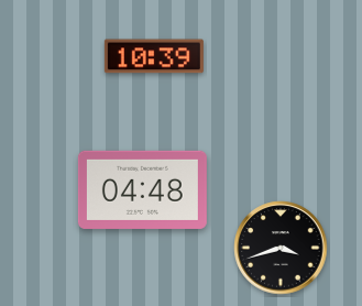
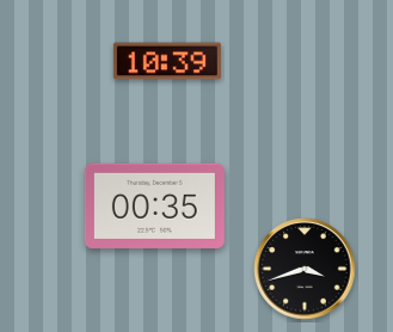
clock at (142, 189): 04:48 -> 00:35
